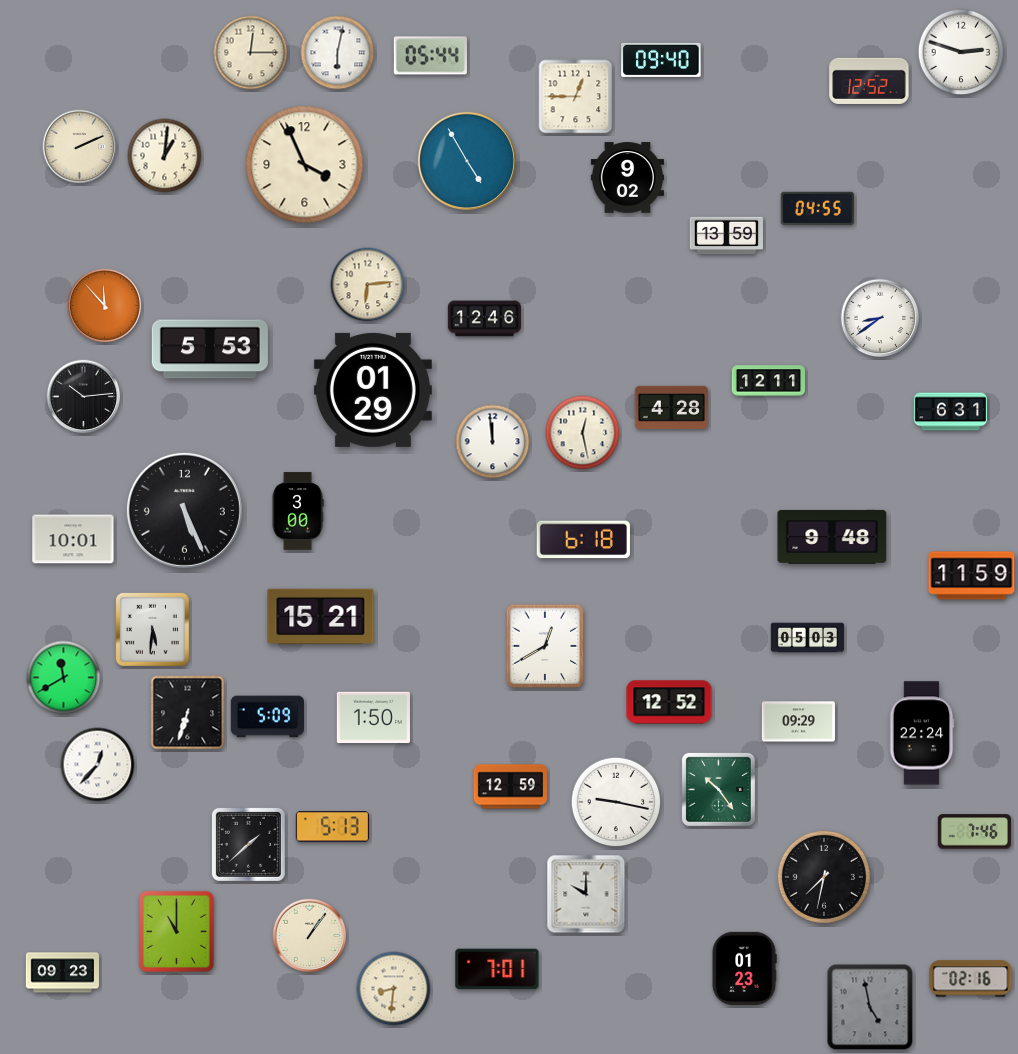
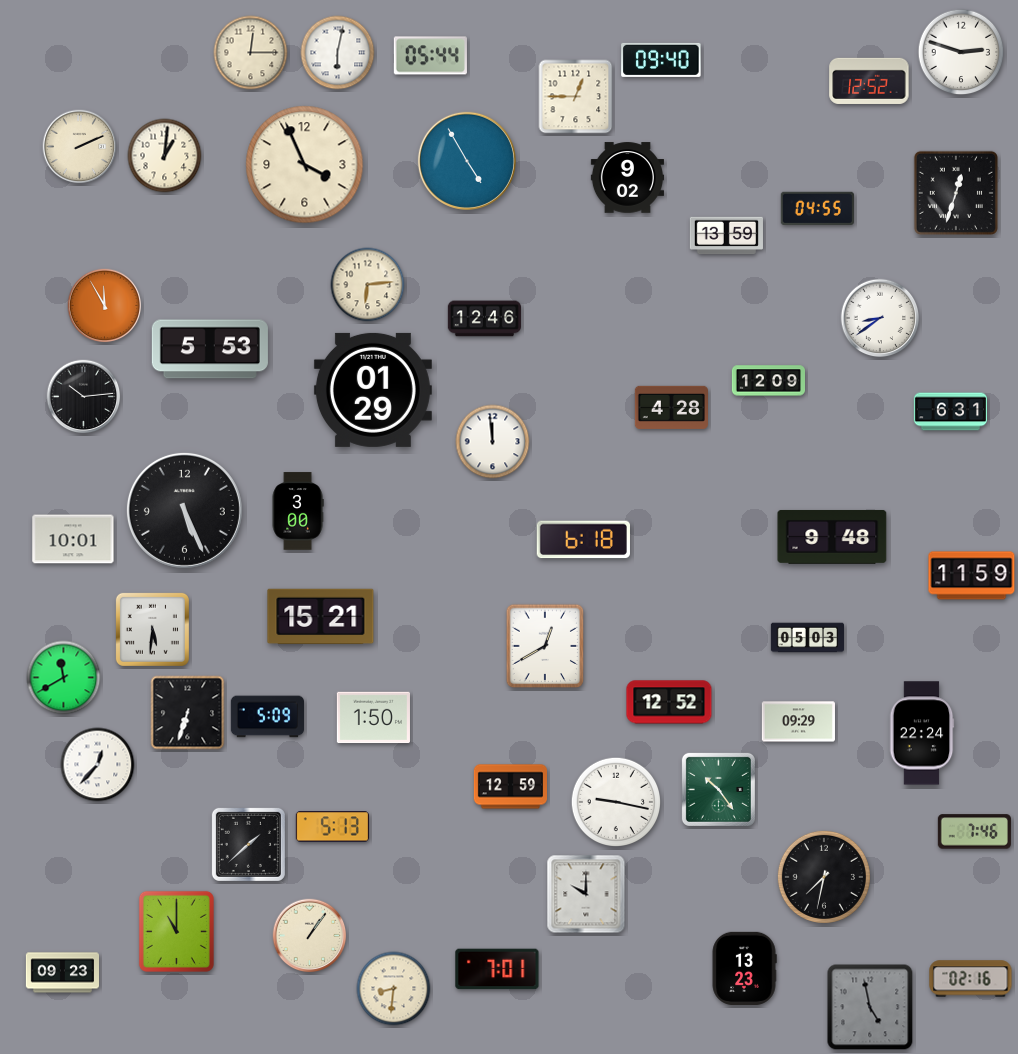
clock at (956, 193): none -> 12:33
clock at (105, 306): 11:53 -> 11:55
clock at (768, 381): 12:11 -> 12:09
clock at (583, 433): 12:28 -> none
clock at (744, 968): 01:23 -> 13:23
